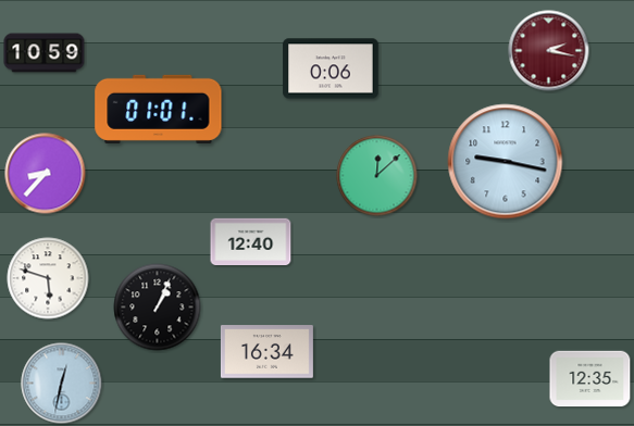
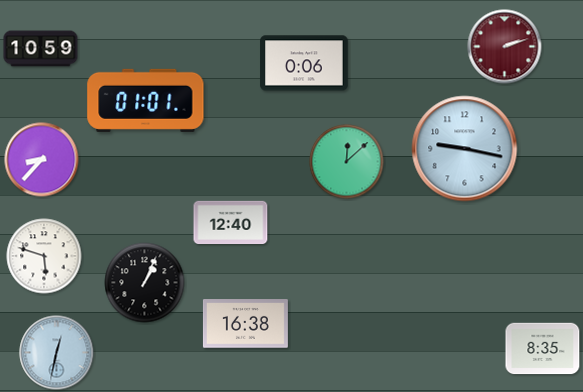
clock at (549, 51): 2:17 -> 2:12
clock at (266, 352): 16:34 -> 16:38
clock at (591, 379): 12:35 -> 8:35
